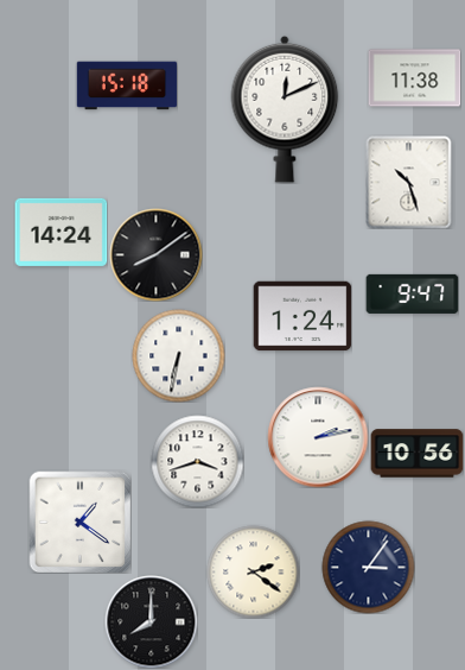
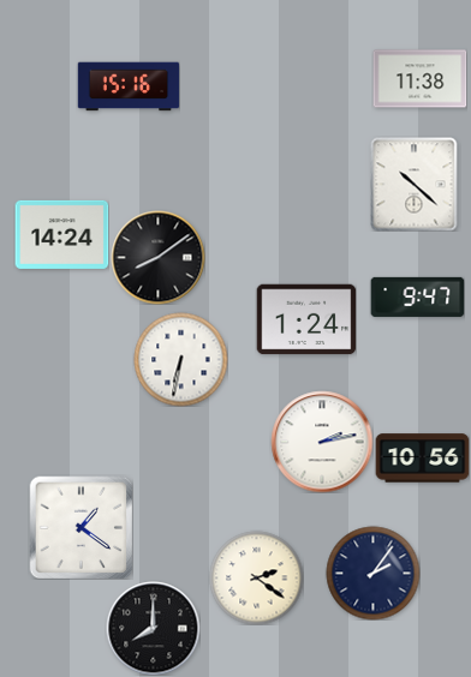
clock at (127, 86): 15:18 -> 15:16
clock at (285, 109): 12:11 -> none
clock at (409, 182): 10:27 -> 10:22
clock at (197, 461): 3:42 -> none
clock at (368, 567): 3:06 -> 2:06
